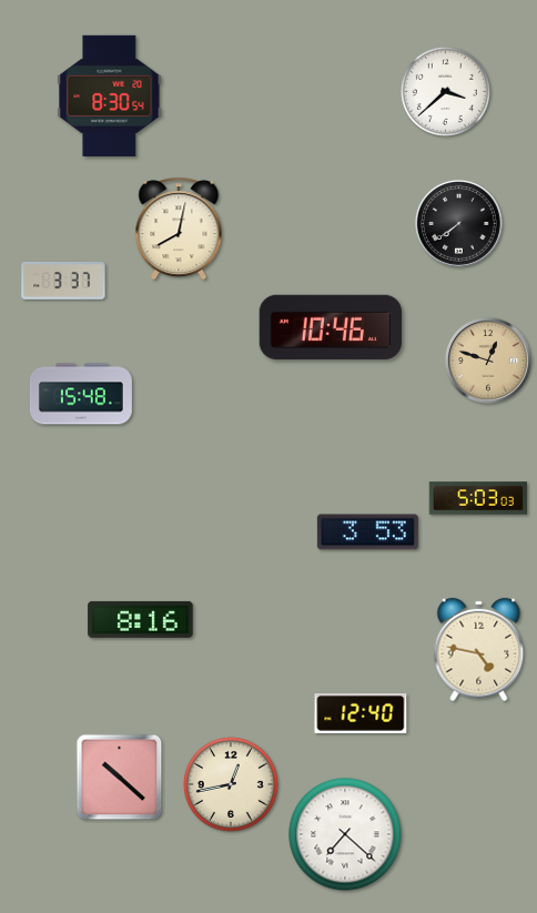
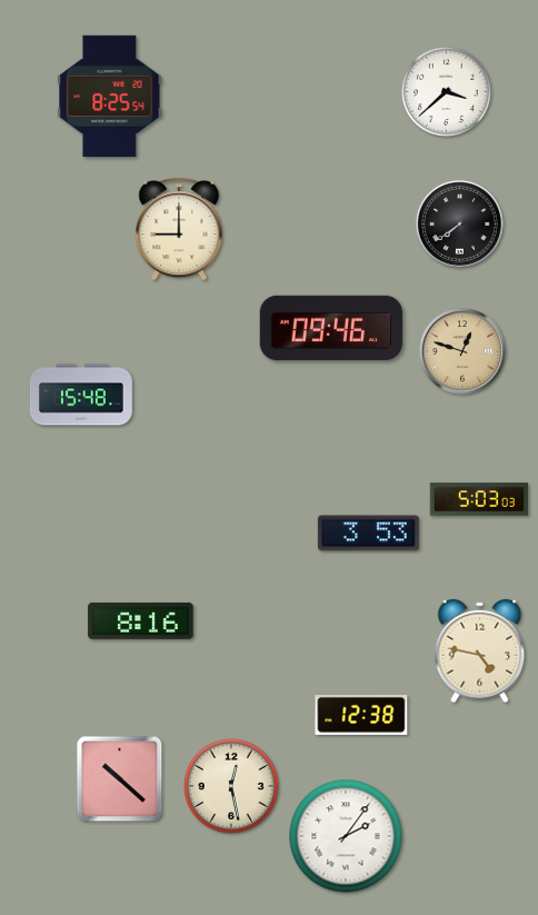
clock at (110, 95): 8:30 -> 8:25
clock at (179, 229): 8:02 -> 9:00
clock at (63, 282): 3:37 -> none
clock at (331, 327): 10:46 -> 09:46
clock at (488, 361) position: (488, 361) -> (462, 351)
clock at (361, 713): 12:40 -> 12:38
clock at (231, 784): 12:43 -> 12:28
clock at (345, 834): 7:22 -> 2:06
